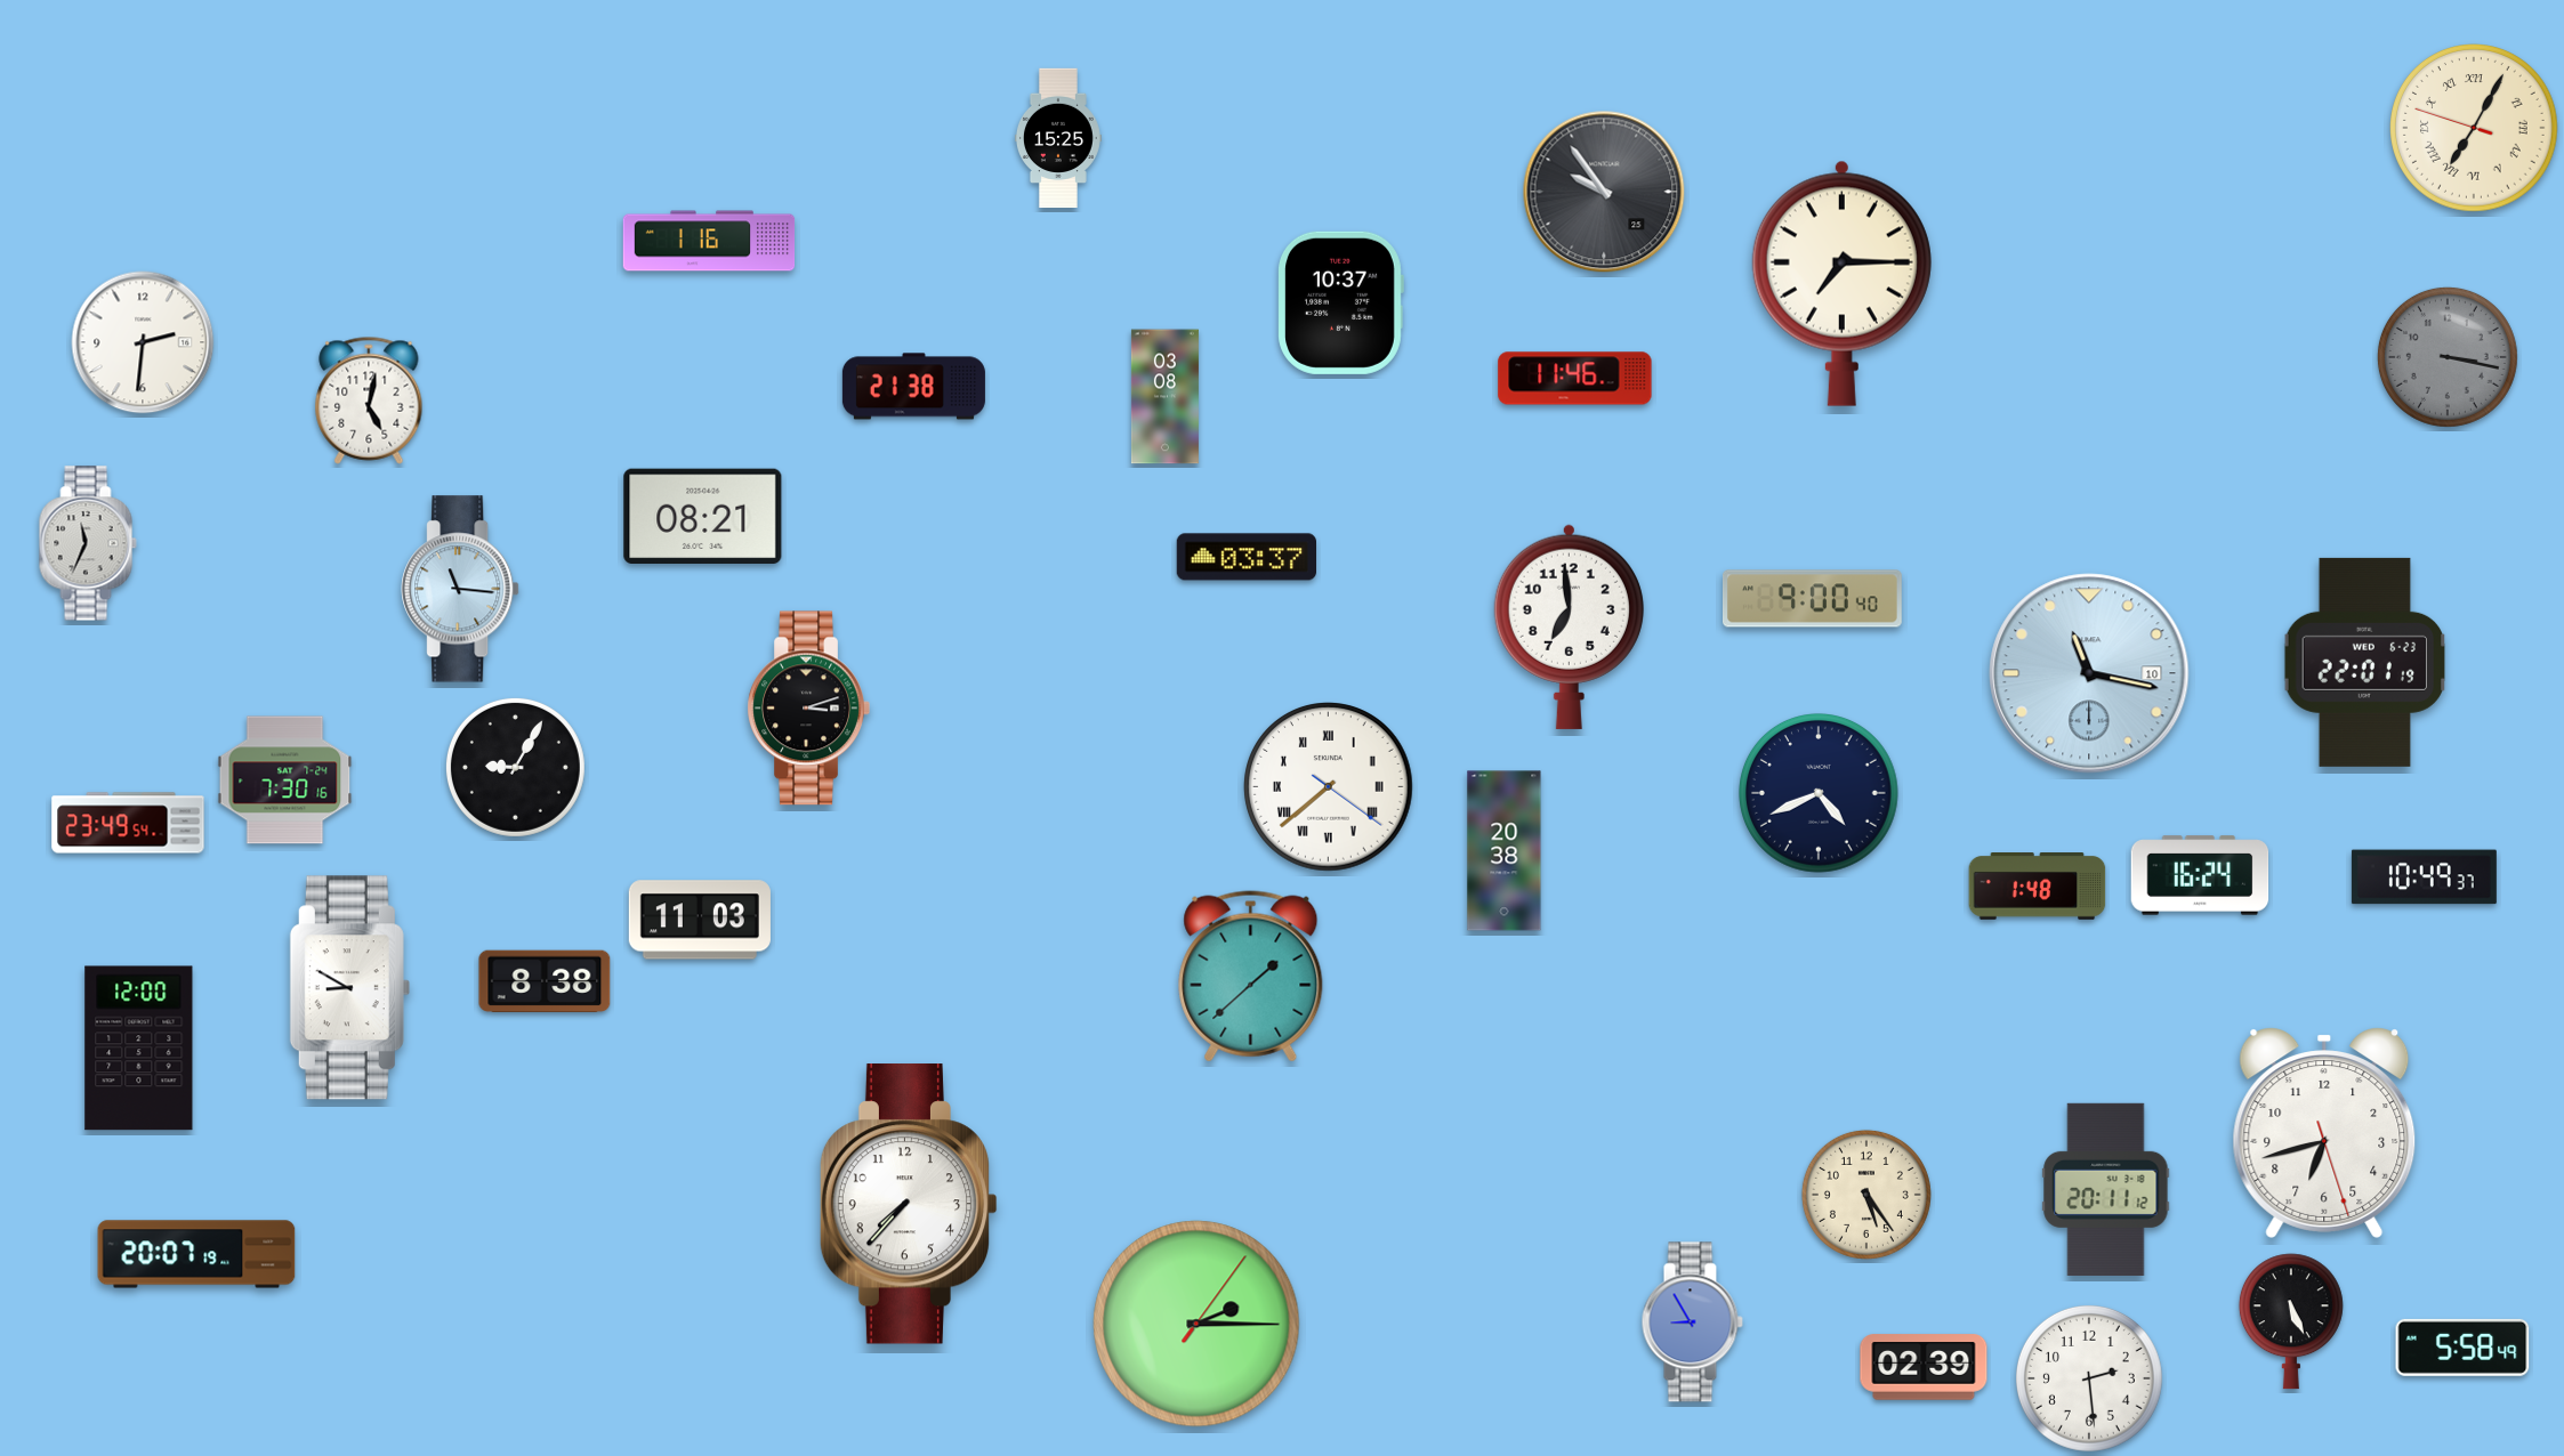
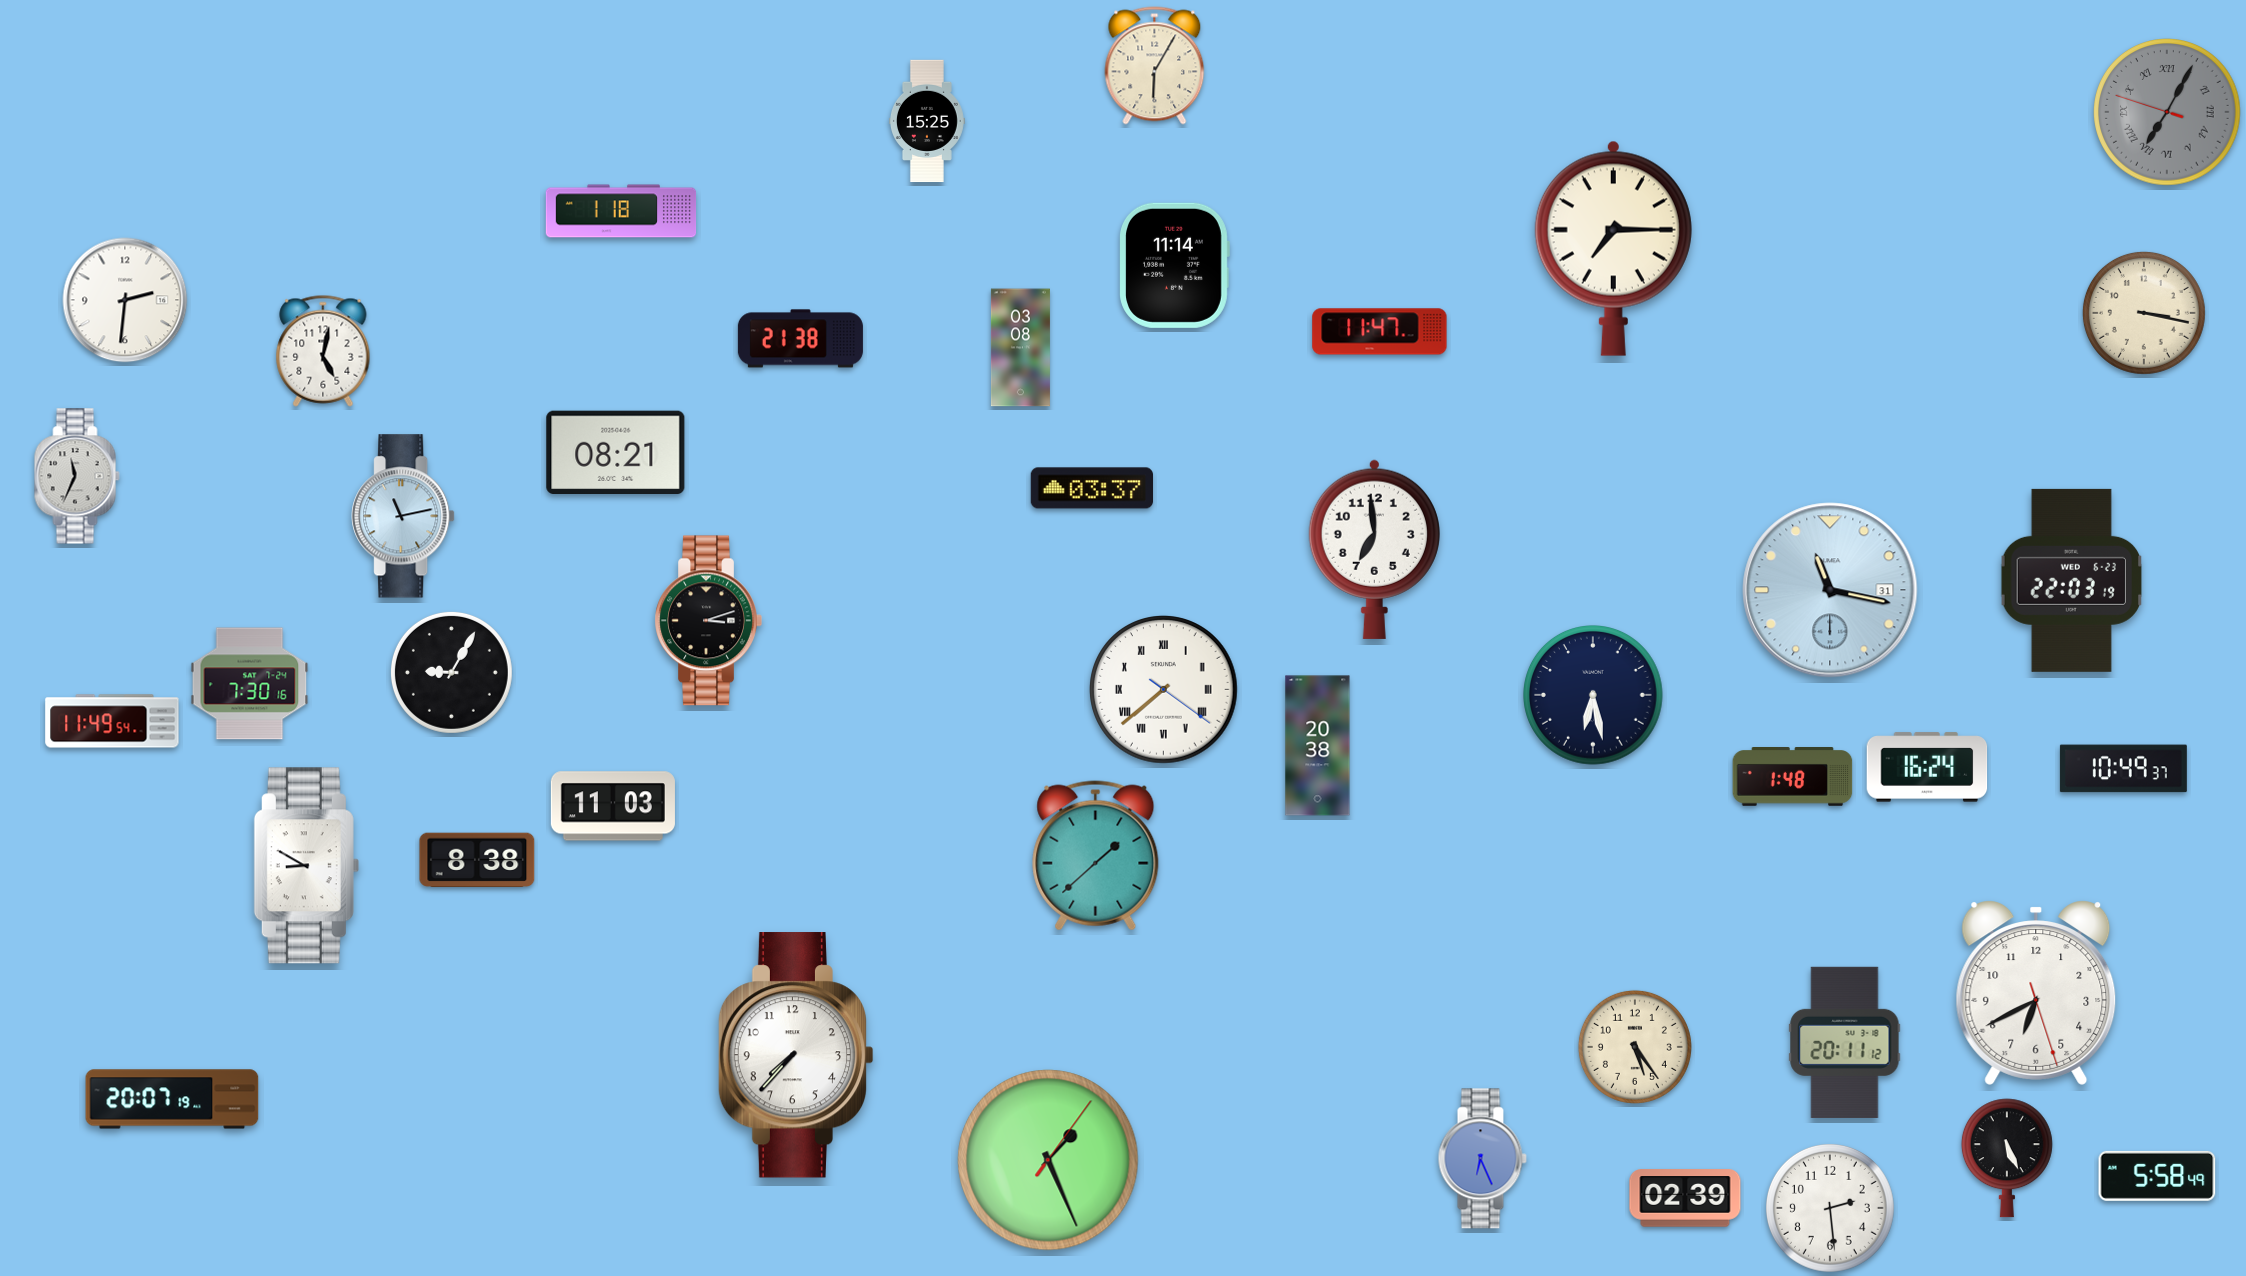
clock at (1155, 66): none -> 6:05
clock at (2474, 128) dial: cream -> grey
clock at (1604, 192): 9:54 -> none
clock at (709, 241): 1:16 -> 1:18
clock at (1340, 302): 10:37 -> 11:14
clock at (2448, 357) dial: grey -> cream
clock at (1575, 379): 11:46 -> 11:47
clock at (461, 589): 11:16 -> 11:13
clock at (1813, 599): 9:00 -> none
clock at (2364, 662): 22:01 -> 22:03
clock at (2089, 673) date: 10 -> 31
clock at (1820, 794): 4:41 -> 6:28
clock at (128, 823): 23:49 -> 11:49
clock at (2038, 887) position: (2038, 887) -> (1793, 777)
clock at (139, 1049): 12:00 -> none
clock at (2324, 1133): 6:42 -> 6:40
clock at (1692, 1322): 8:55 -> 6:26
clock at (1196, 1324): 2:15 -> 1:26
clock at (2462, 1348) position: (2462, 1348) -> (2157, 1176)
